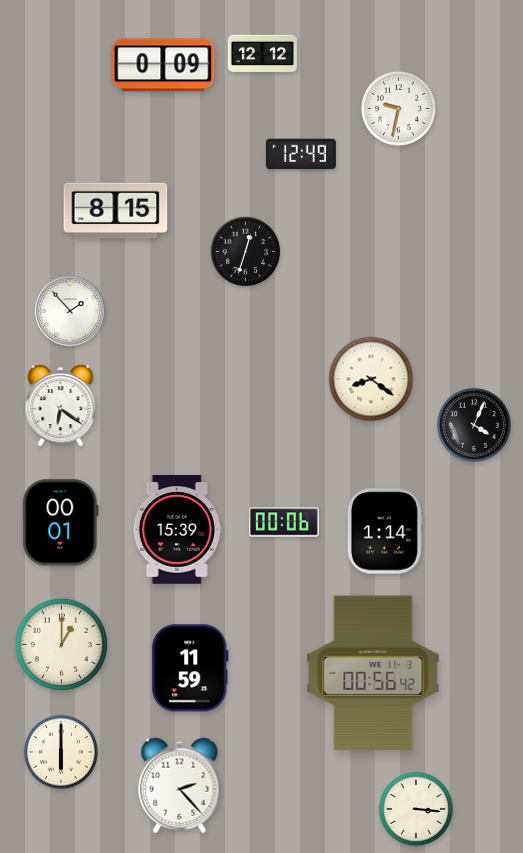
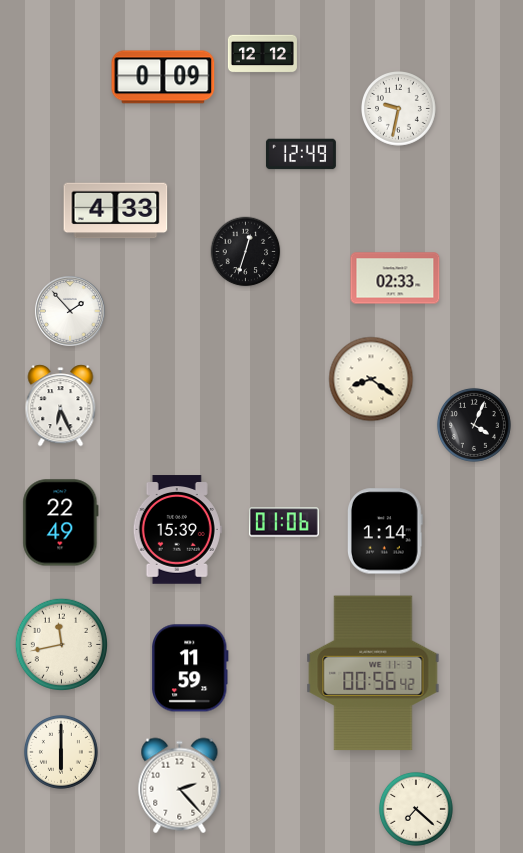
clock at (163, 65) position: (163, 65) -> (163, 77)
clock at (116, 211): 8:15 -> 4:33
clock at (395, 278): none -> 02:33
clock at (61, 406): 6:21 -> 6:26
clock at (284, 522): 00:06 -> 01:06
clock at (61, 523): 00:01 -> 22:49
clock at (61, 644): 1:00 -> 11:43
clock at (416, 809): 3:16 -> 7:22
